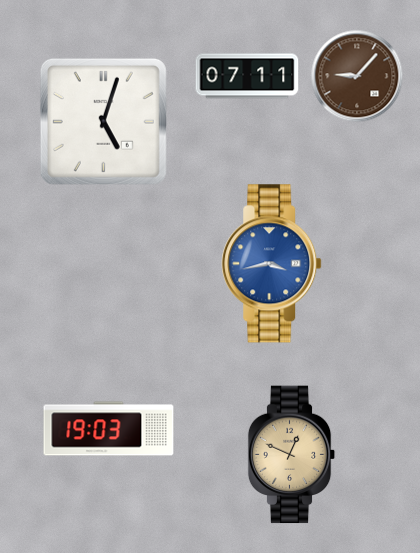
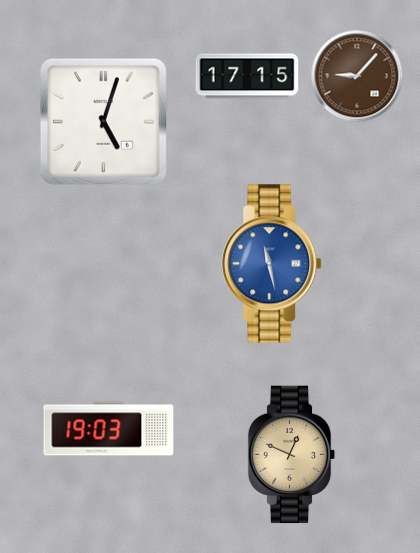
clock at (247, 76): 07:11 -> 17:15
clock at (272, 264): 3:43 -> 11:28
